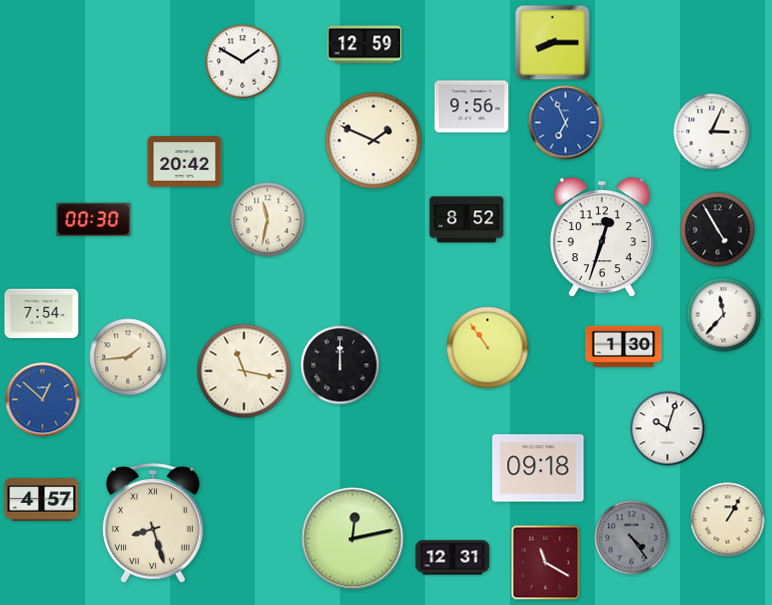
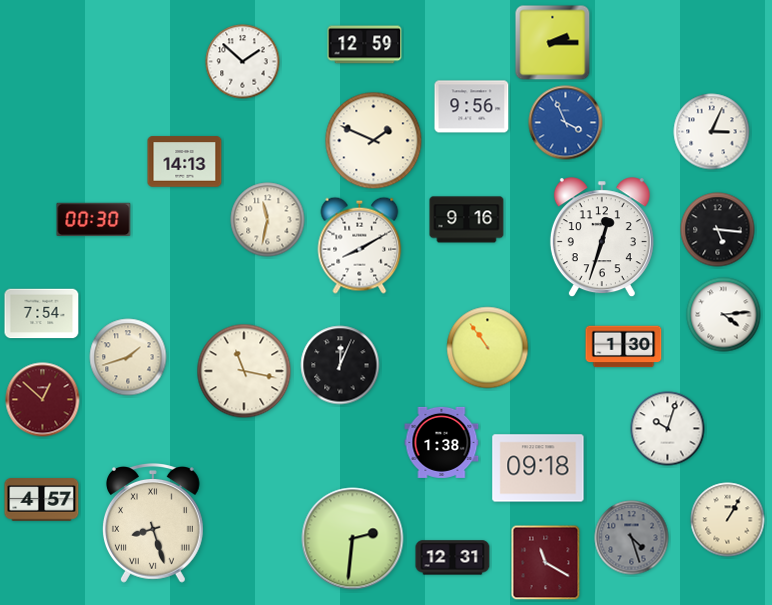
clock at (553, 43): 8:15 -> 2:15
clock at (243, 62): 1:50 -> 1:52
clock at (566, 123): 6:56 -> 3:56
clock at (185, 162): 20:42 -> 14:13
clock at (467, 220): 8:52 -> 9:16
clock at (718, 230): 4:55 -> 5:16
clock at (360, 245): none -> 8:10
clock at (724, 315): 11:37 -> 4:14
clock at (128, 357): 1:44 -> 1:42
clock at (340, 365): 12:00 -> 12:04
clock at (43, 400) dial: blue -> burgundy
clock at (442, 442): none -> 1:38
clock at (632, 538): 4:24 -> 4:27
clock at (353, 539): 12:13 -> 2:31
